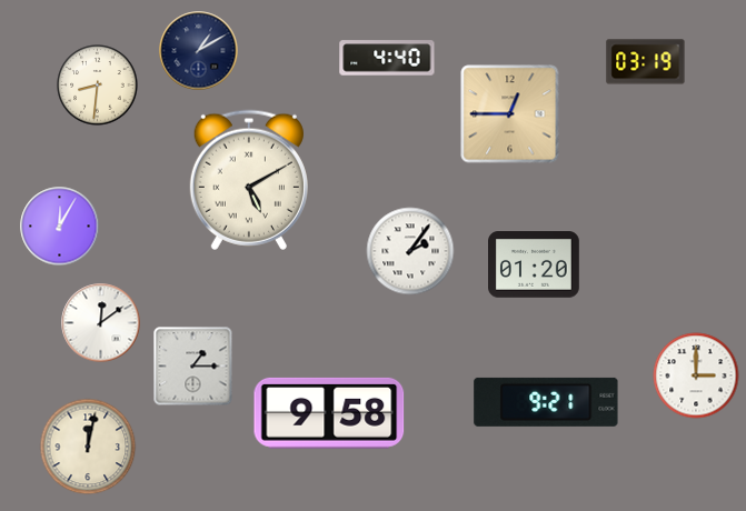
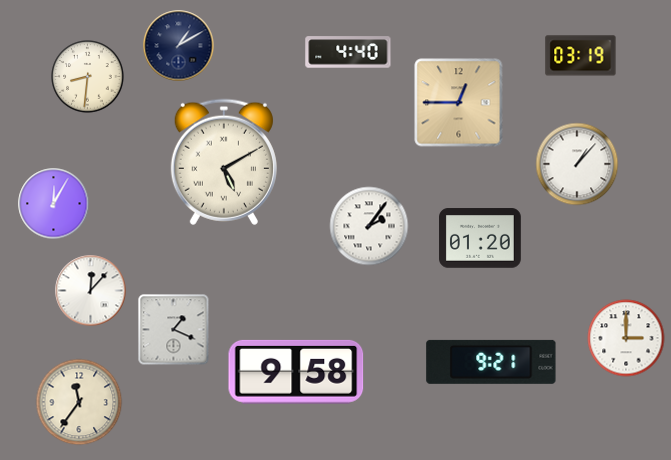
clock at (577, 164): none -> 1:07
clock at (101, 323): 12:09 -> 12:07
clock at (193, 367): 1:15 -> 1:19
clock at (88, 447): 12:02 -> 11:36
